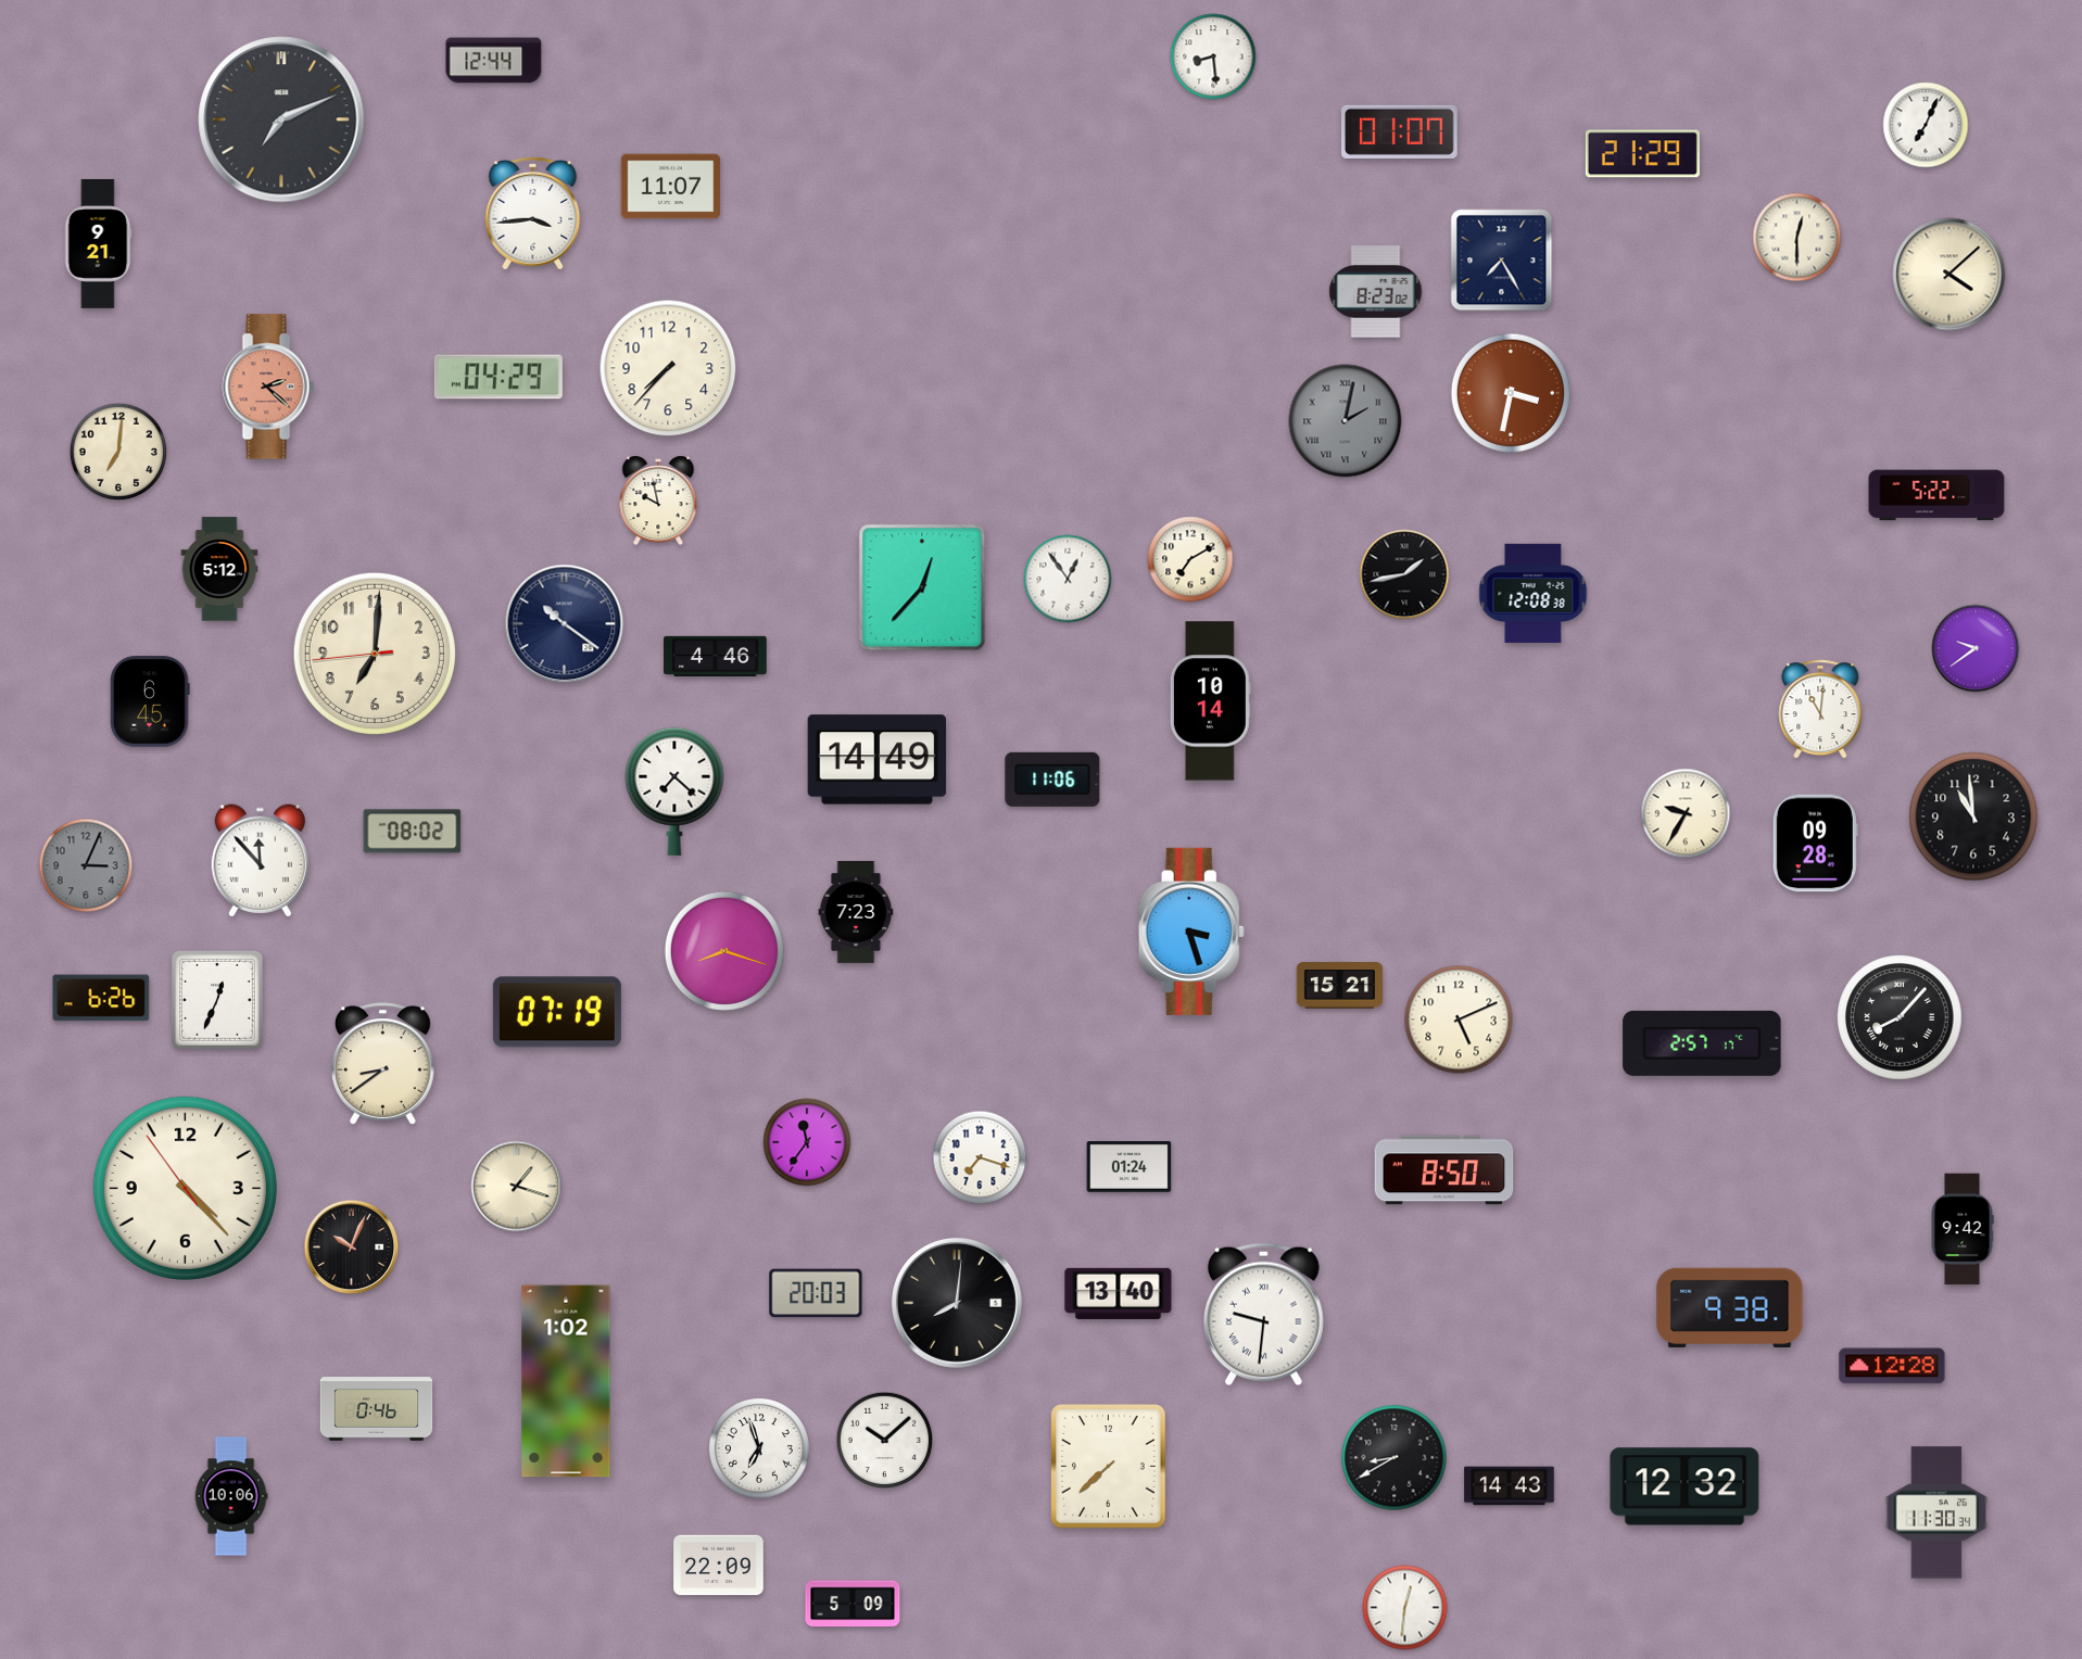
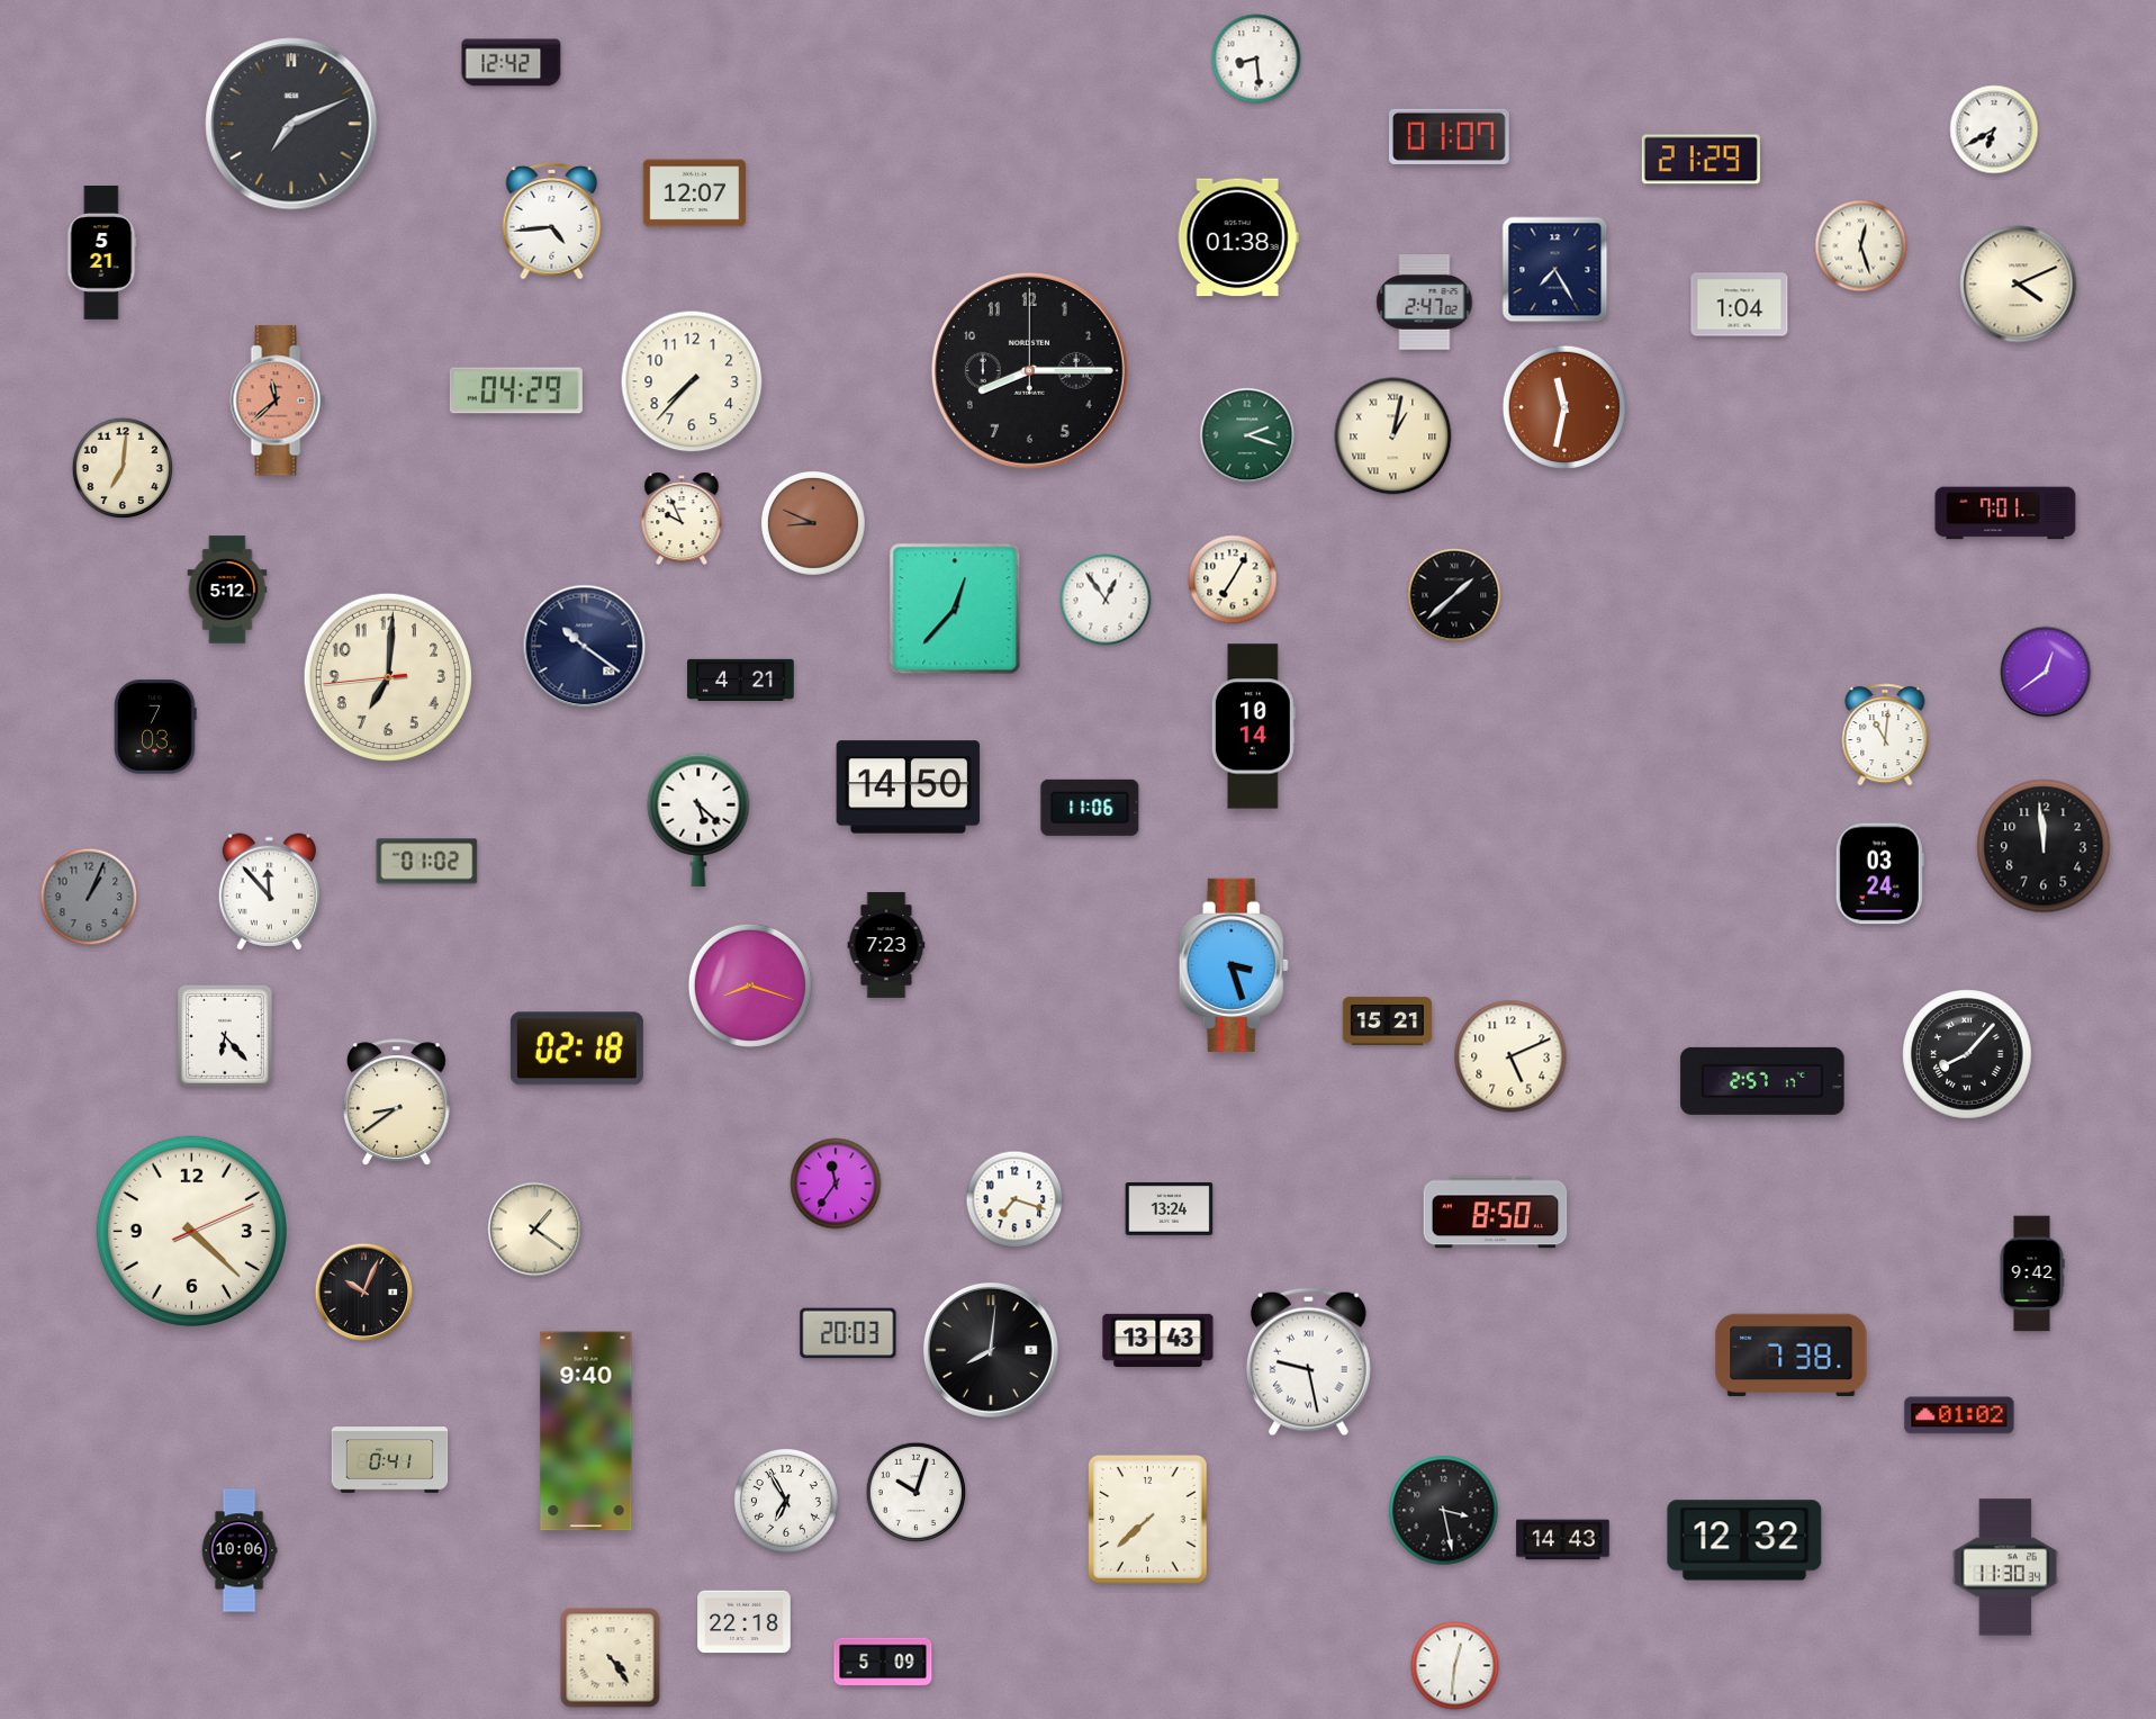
clock at (494, 61): 12:44 -> 12:42
clock at (1926, 125): 7:04 -> 6:40
clock at (671, 187): 11:07 -> 12:07
clock at (533, 213): 3:44 -> 4:44
clock at (1238, 237): none -> 01:38
clock at (1797, 238): 12:30 -> 12:27
clock at (98, 244): 9:21 -> 5:21
clock at (1949, 275): 4:08 -> 4:11
clock at (1376, 292): 8:23 -> 2:47
clock at (1740, 305): none -> 1:04
clock at (1029, 370): none -> 8:15
clock at (268, 387): 2:22 -> 11:38
clock at (1511, 393): 3:32 -> 11:32
clock at (1247, 435): none -> 2:18
clock at (1346, 421): 2:02 -> 1:02
clock at (1346, 421) dial: grey -> cream
clock at (1936, 495): 5:22 -> 7:01
clock at (658, 501): 9:58 -> 9:56
clock at (813, 523): none -> 8:49
clock at (1190, 559): 7:10 -> 7:05
clock at (1404, 574): 1:43 -> 1:38
clock at (1534, 593): 12:08 -> none
clock at (1976, 648): 9:39 -> 12:39
clock at (716, 656): 4:46 -> 4:21
clock at (150, 701): 6:45 -> 7:03
clock at (878, 760): 14:49 -> 14:50
clock at (674, 791): 7:22 -> 5:22
clock at (1686, 813): 9:35 -> none
clock at (1973, 816): 10:59 -> 11:59
clock at (413, 832): 08:02 -> 01:02
clock at (1815, 844): 09:28 -> 03:24
clock at (86, 865): 3:04 -> 1:04
clock at (101, 998): 6:26 -> none
clock at (217, 1000): 12:34 -> 6:23
clock at (557, 1012): 07:19 -> 02:18
clock at (1130, 1167): 01:24 -> 13:24
clock at (517, 1187): 1:18 -> 1:21
clock at (185, 1188): 4:22:54 -> 4:22:11
clock at (816, 1293) position: (816, 1293) -> (848, 1333)
clock at (1119, 1293): 13:40 -> 13:43
clock at (1730, 1307): 9:38 -> 7:38
clock at (1263, 1315): 9:31 -> 9:28
clock at (1892, 1366): 12:28 -> 01:02
clock at (566, 1381): 1:02 -> 9:40
clock at (377, 1409): 0:46 -> 0:41
clock at (885, 1441): 10:08 -> 10:03
clock at (759, 1448): 6:57 -> 6:55
clock at (1395, 1458): 8:40 -> 3:28
clock at (719, 1566): 22:09 -> 22:18
clock at (611, 1658): none -> 4:24
